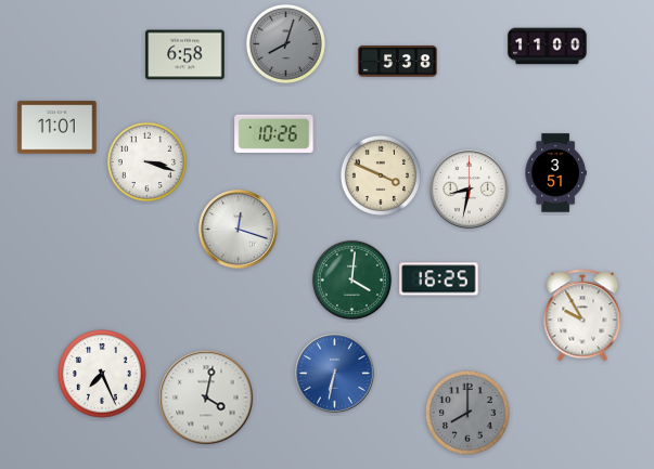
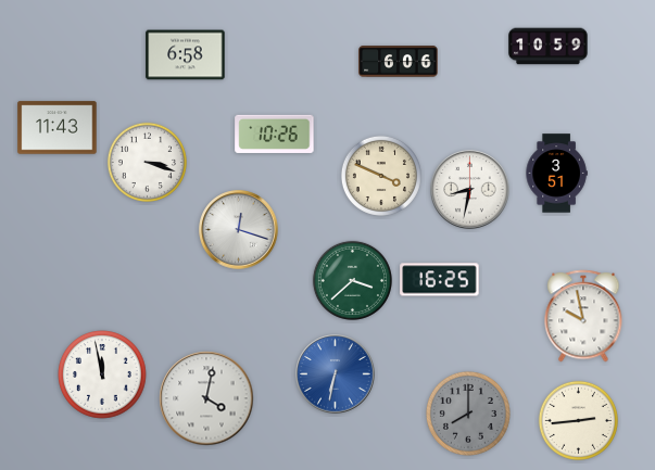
clock at (285, 43): 8:03 -> none
clock at (548, 47): 11:00 -> 10:59
clock at (398, 62): 5:38 -> 6:06
clock at (57, 128): 11:01 -> 11:43
clock at (351, 279): 4:01 -> 3:38
clock at (582, 315): 9:55 -> 9:58
clock at (102, 374): 7:26 -> 11:58
clock at (578, 420): none -> 2:44
